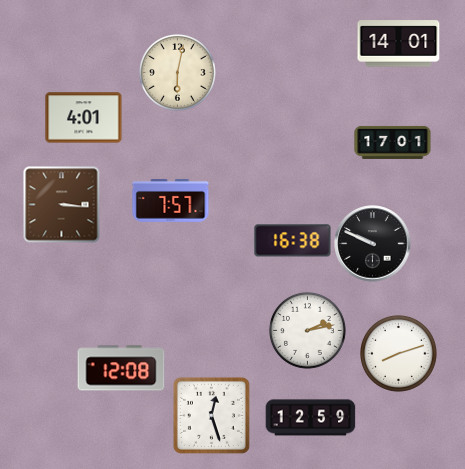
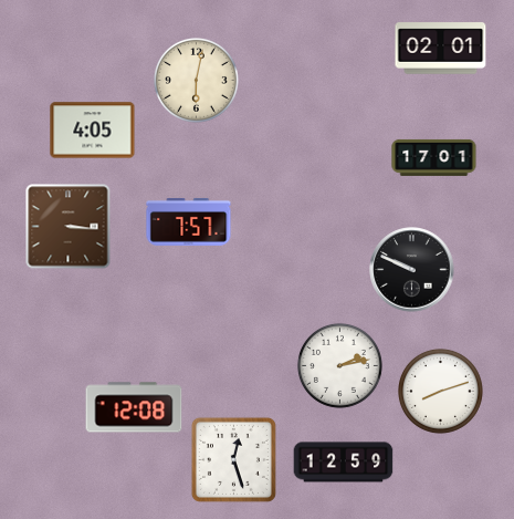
clock at (399, 44): 14:01 -> 02:01
clock at (84, 118): 4:01 -> 4:05
clock at (293, 241): 16:38 -> none
